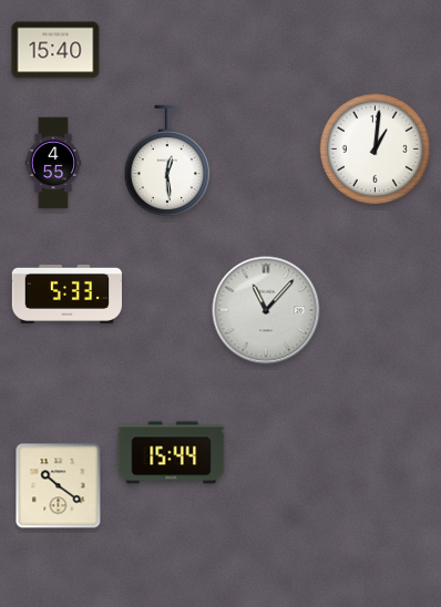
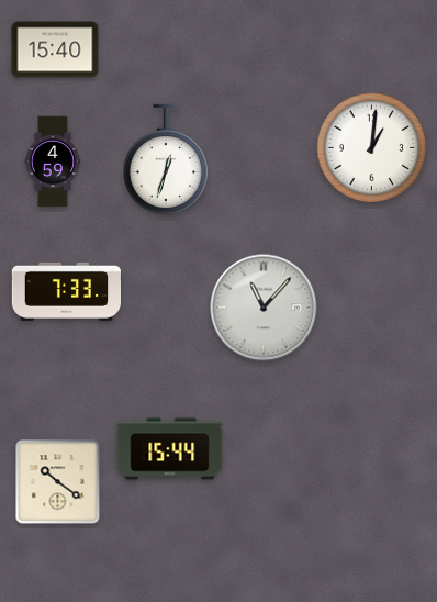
clock at (166, 161): 12:29 -> 12:33
clock at (53, 163): 4:55 -> 4:59
clock at (66, 294): 5:33 -> 7:33
